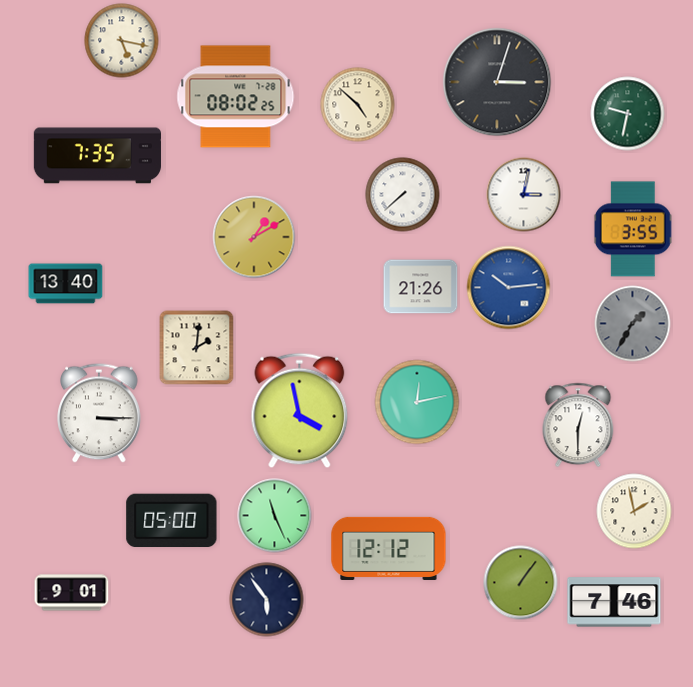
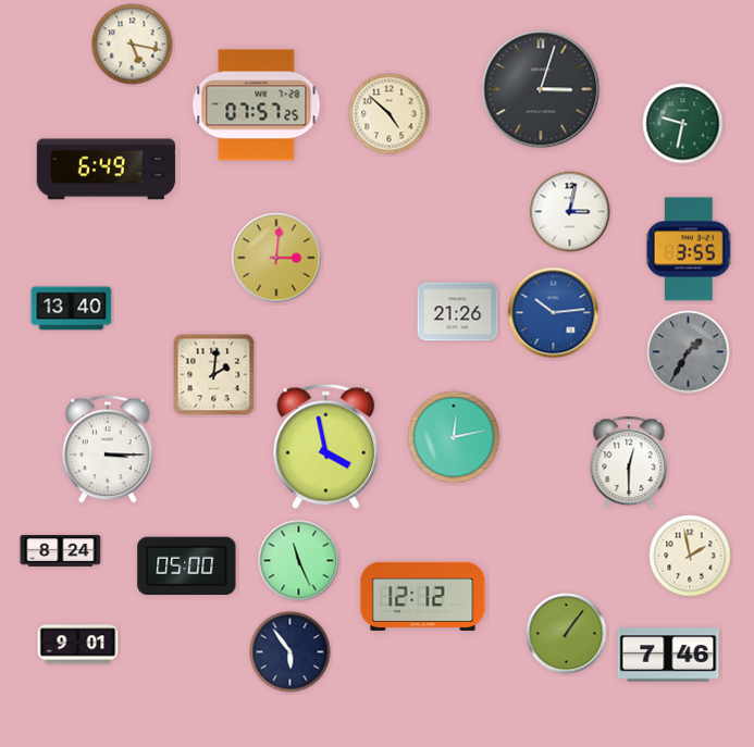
clock at (236, 97): 08:02 -> 07:57
clock at (97, 156): 7:35 -> 6:49
clock at (403, 195): 7:38 -> none
clock at (254, 237): 1:10 -> 3:01
clock at (197, 348) position: (197, 348) -> (214, 375)
clock at (61, 551): none -> 8:24
